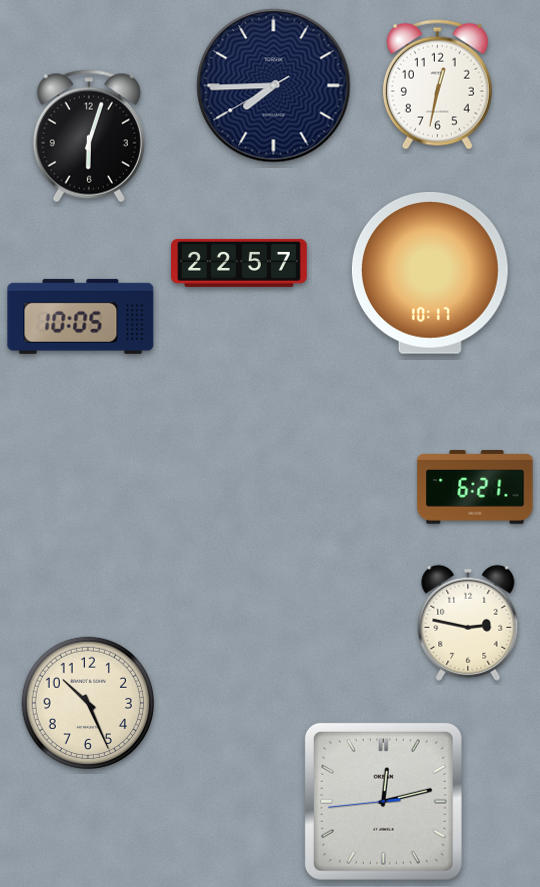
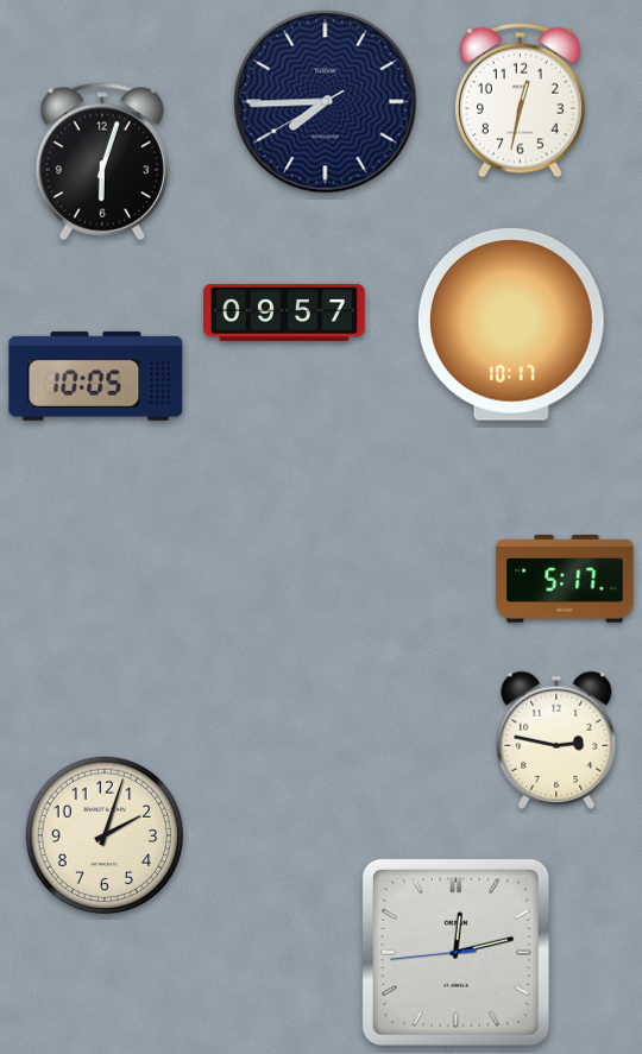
clock at (89, 136) position: (89, 136) -> (102, 162)
clock at (240, 263): 22:57 -> 09:57
clock at (475, 488): 6:21 -> 5:17
clock at (87, 702): 10:26 -> 2:03
